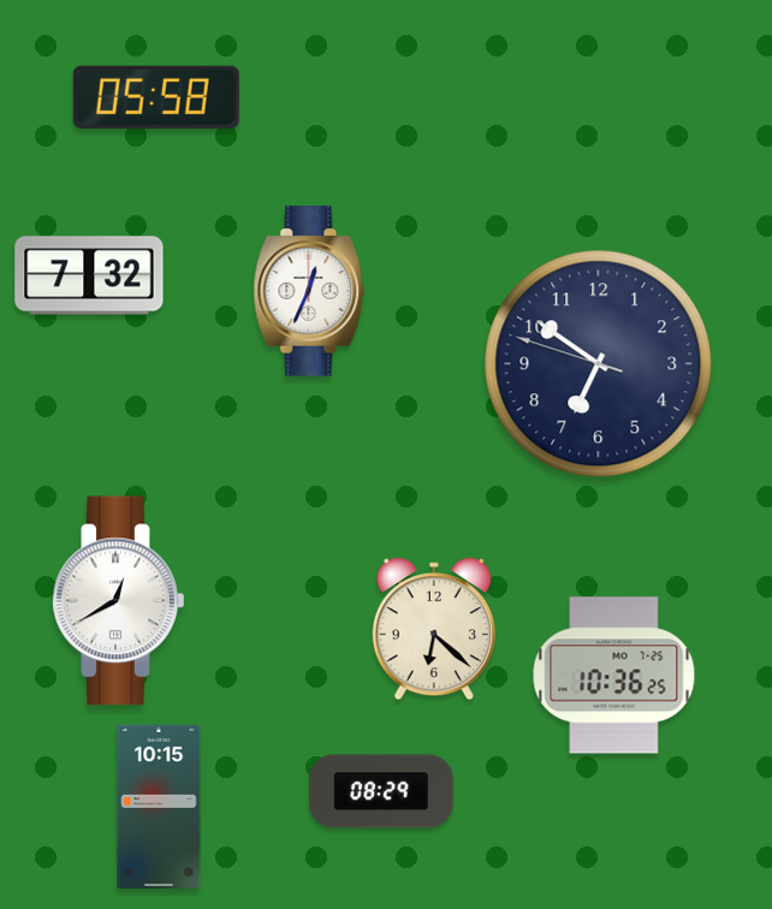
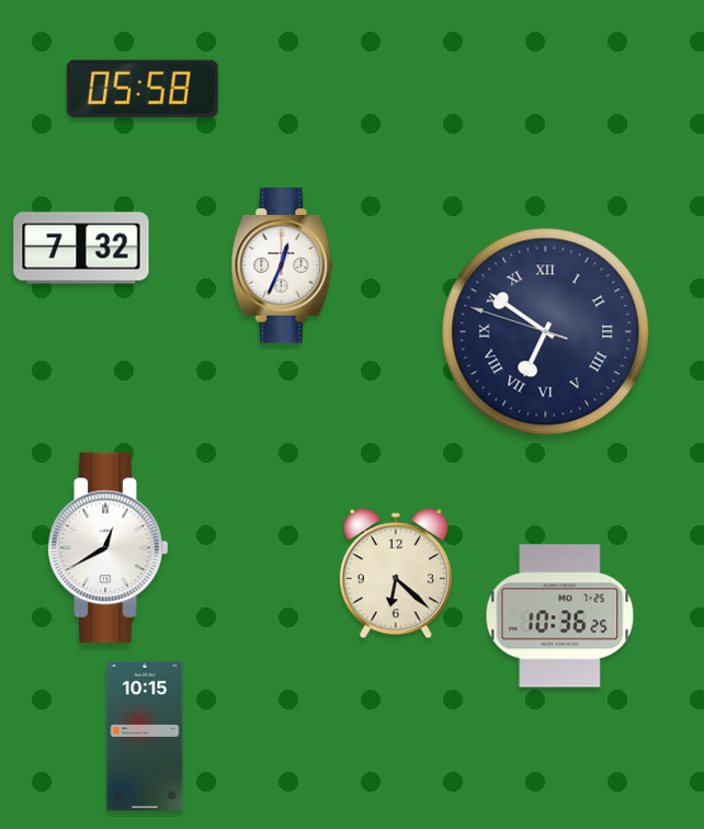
clock at (89, 275) position: (89, 275) -> (81, 248)
clock at (599, 364) numerals: Arabic -> Roman
clock at (382, 791): 08:29 -> none
